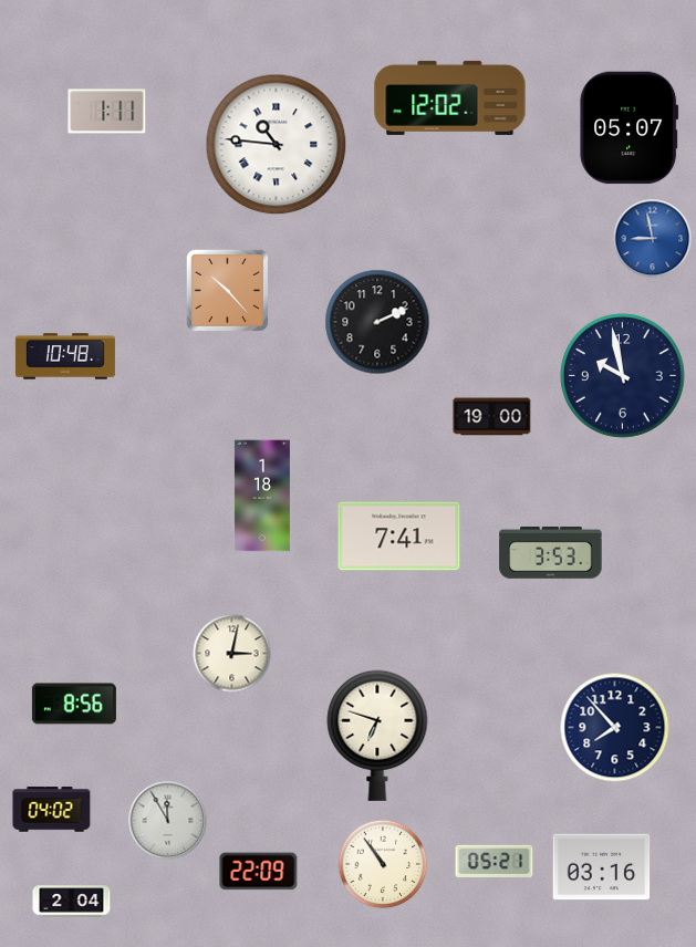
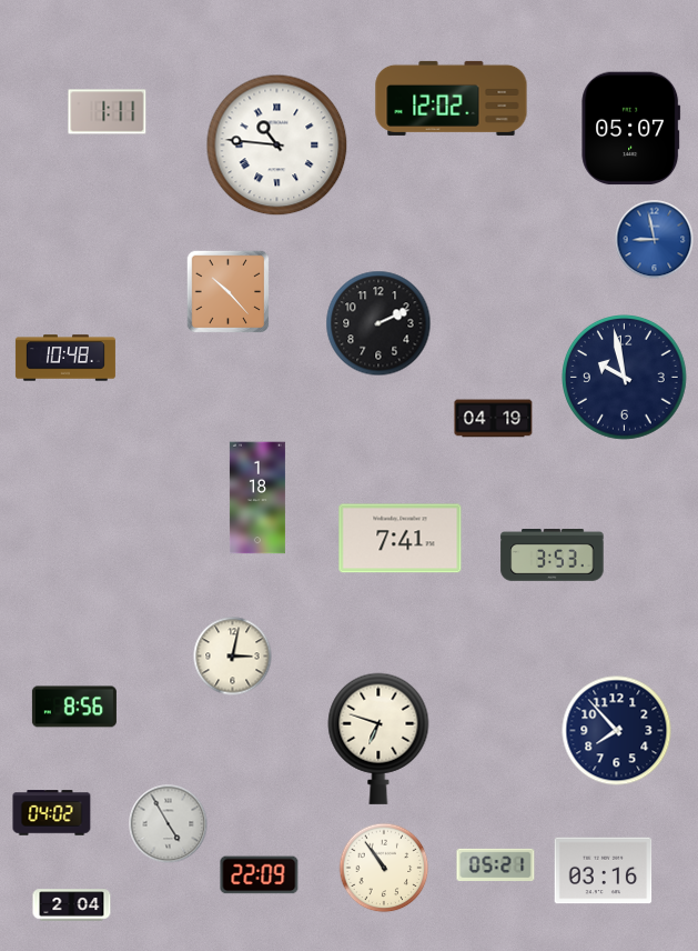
clock at (492, 417): 19:00 -> 04:19
clock at (262, 496) position: (262, 496) -> (257, 498)
clock at (168, 821): 11:55 -> 4:55
